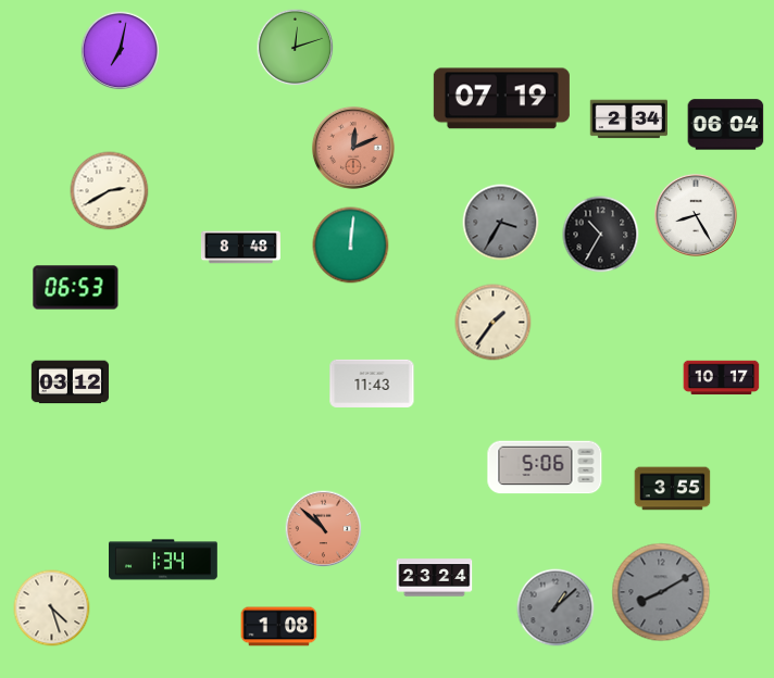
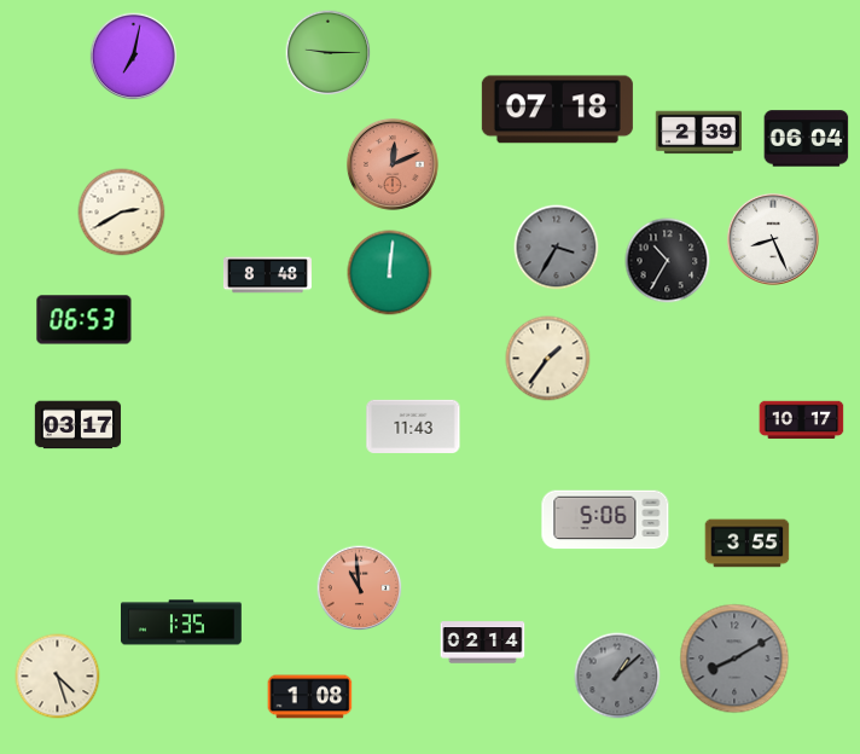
clock at (296, 48): 12:12 -> 9:15
clock at (501, 99): 07:19 -> 07:18
clock at (628, 120): 2:34 -> 2:39
clock at (696, 215): 8:25 -> 8:26
clock at (71, 382): 03:12 -> 03:17
clock at (324, 529): 10:52 -> 10:59
clock at (164, 560): 1:34 -> 1:35
clock at (435, 578): 23:24 -> 02:14
